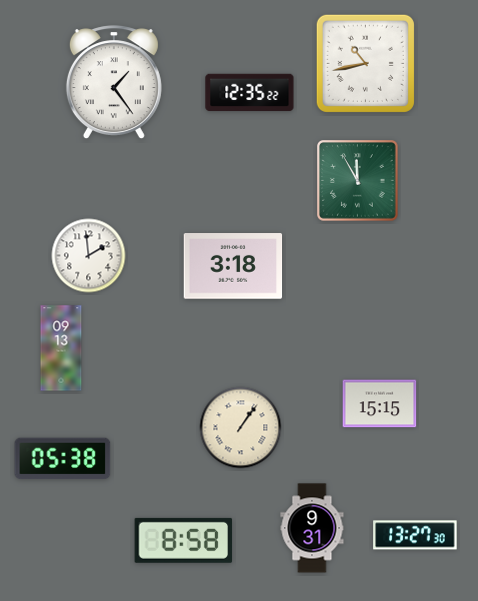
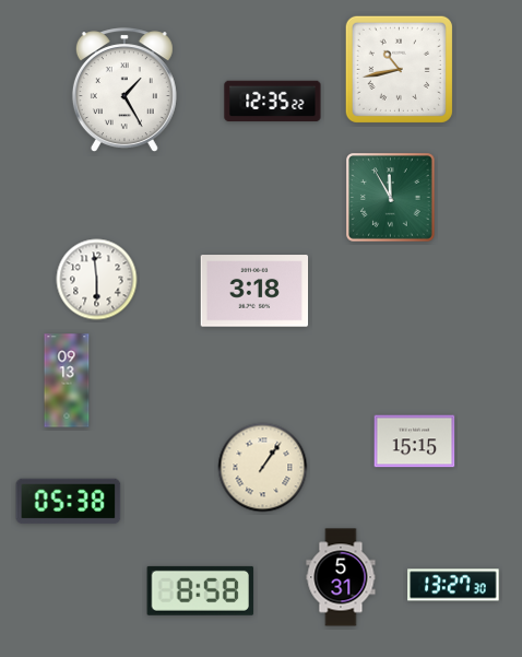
clock at (114, 83): 1:24 -> 1:25
clock at (89, 256): 1:59 -> 5:59
clock at (312, 528): 9:31 -> 5:31
